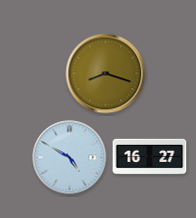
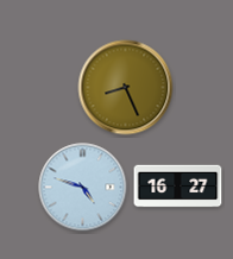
clock at (106, 74): 8:18 -> 8:26
clock at (70, 158): 4:50 -> 4:48
